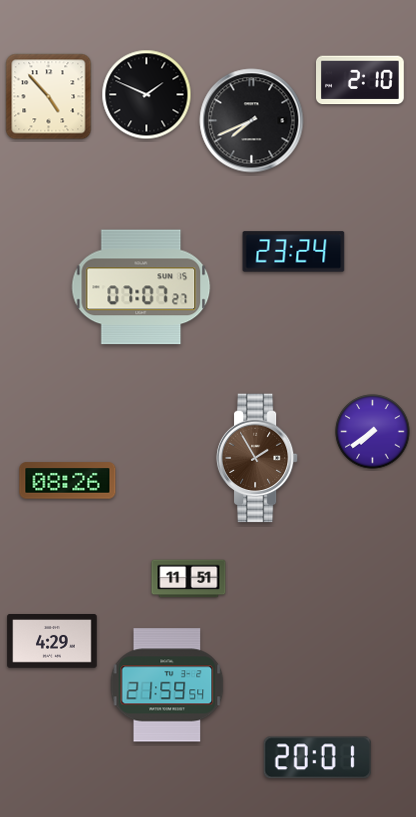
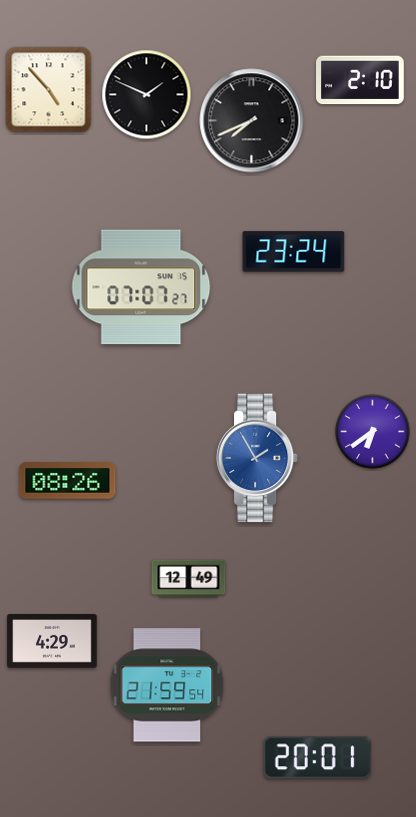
clock at (49, 97) position: (49, 97) -> (49, 90)
clock at (373, 432): 7:39 -> 6:39
clock at (257, 458) dial: brown -> blue
clock at (189, 579): 11:51 -> 12:49
